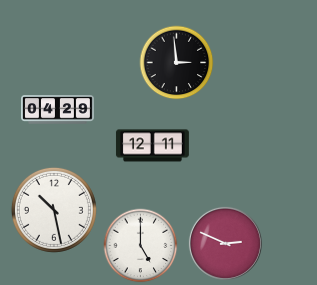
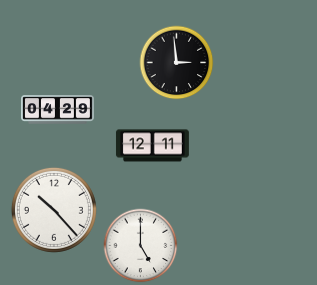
clock at (54, 210): 10:28 -> 10:23
clock at (225, 243): 2:49 -> none
